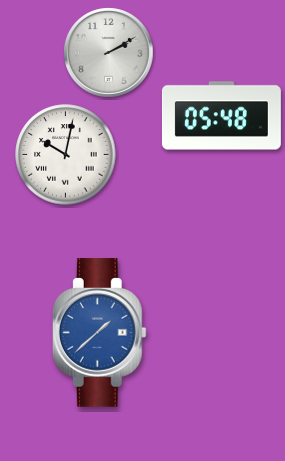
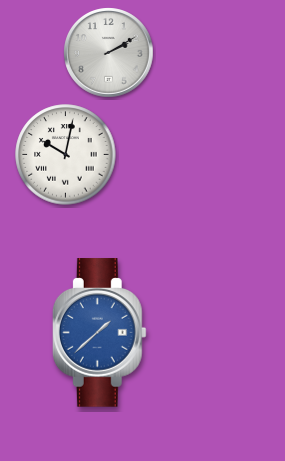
clock at (221, 116): 05:48 -> none
